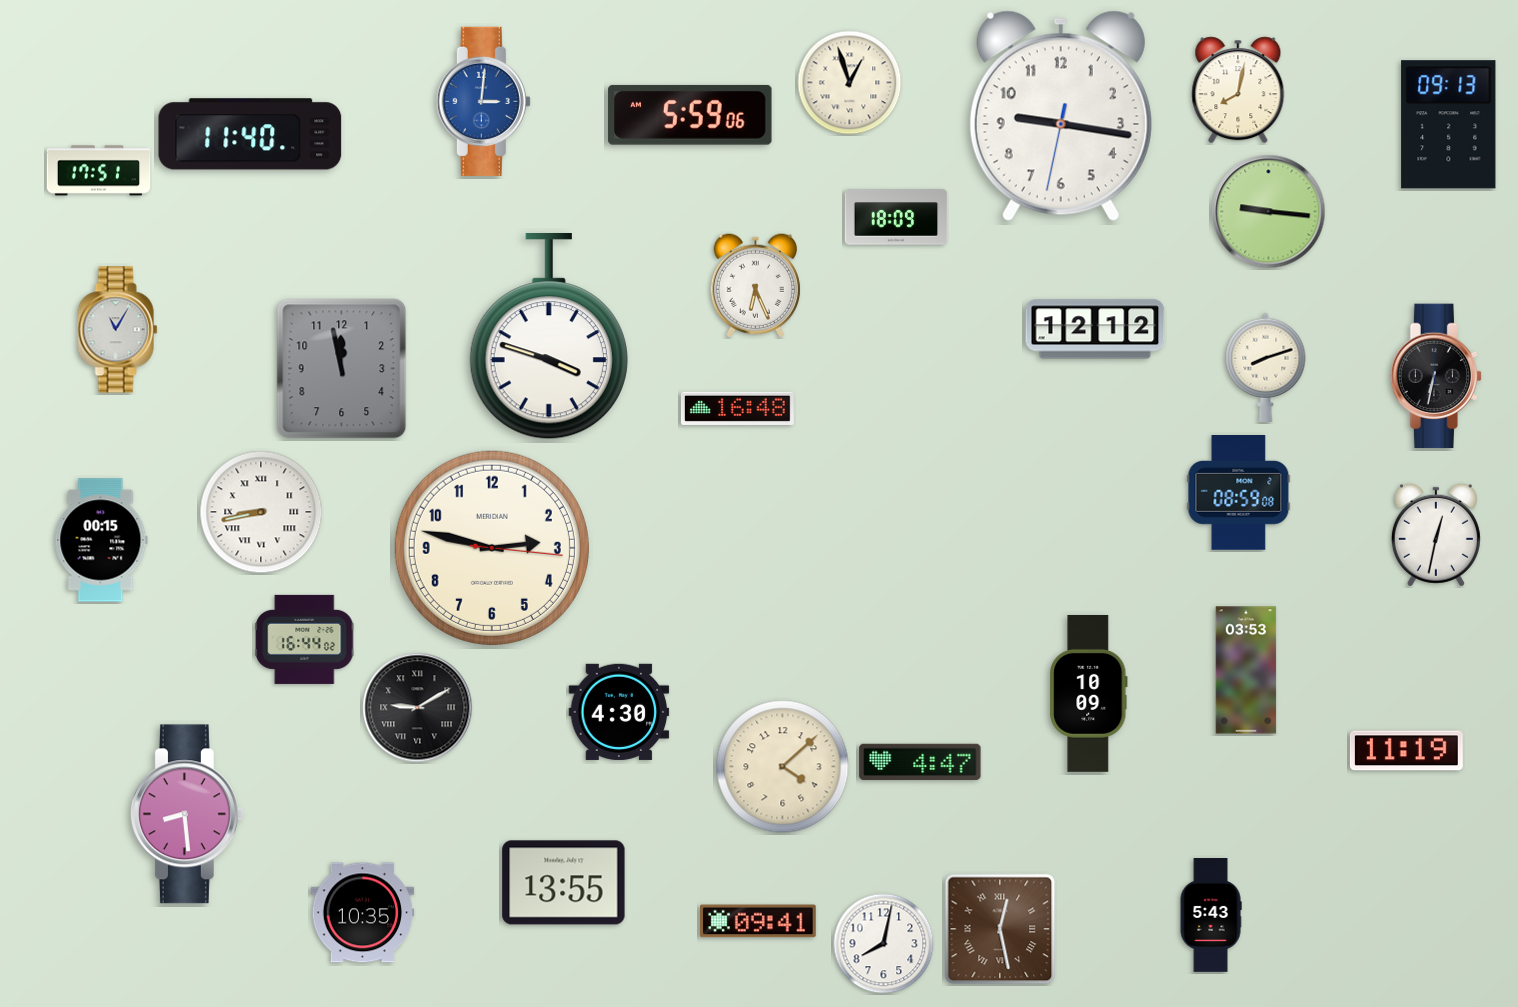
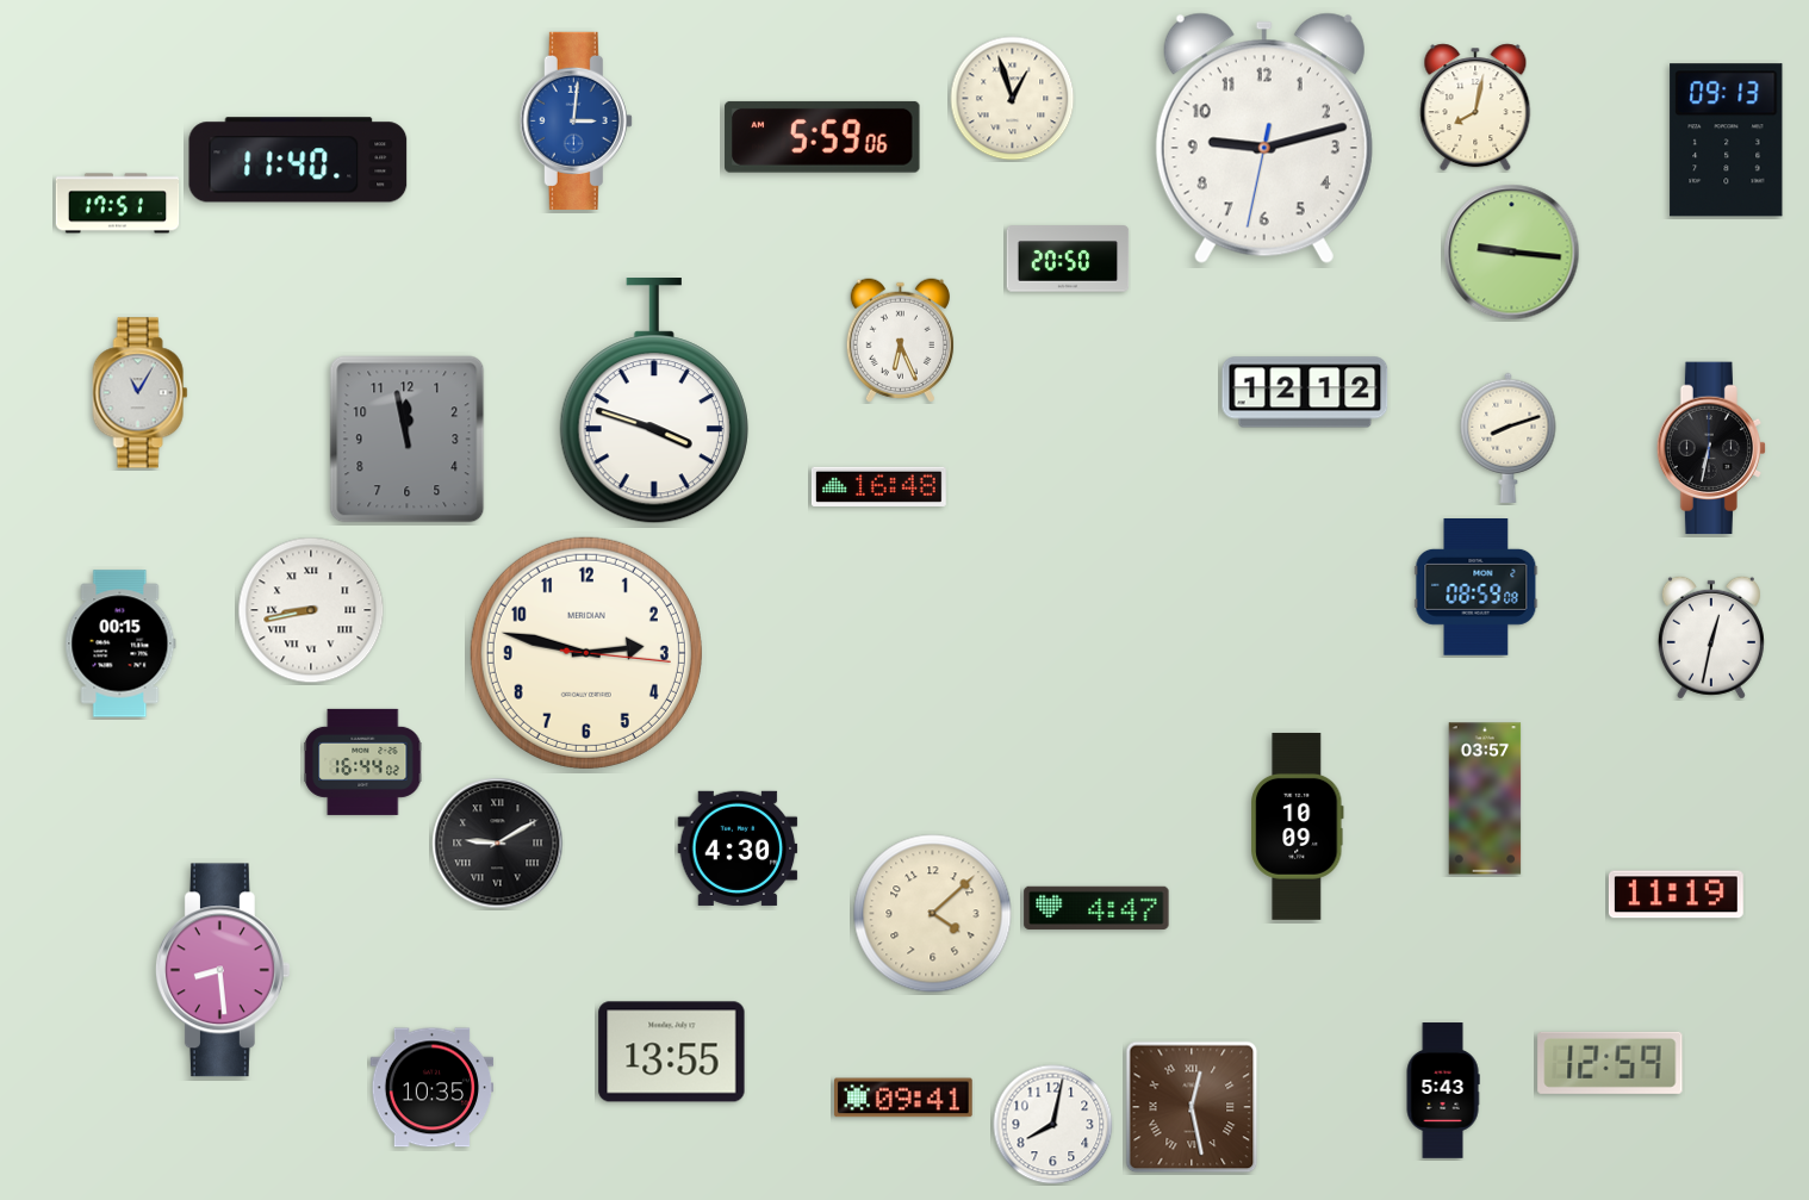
clock at (1061, 116): 9:16 -> 9:12
clock at (1449, 125) position: (1449, 125) -> (1727, 141)
clock at (896, 217): 18:09 -> 20:50
clock at (1246, 670): 03:53 -> 03:57
clock at (1610, 1063): none -> 12:59
